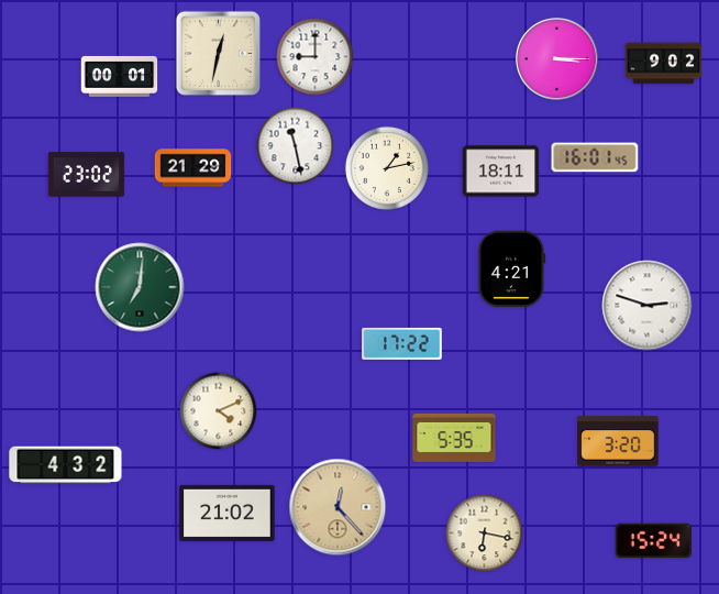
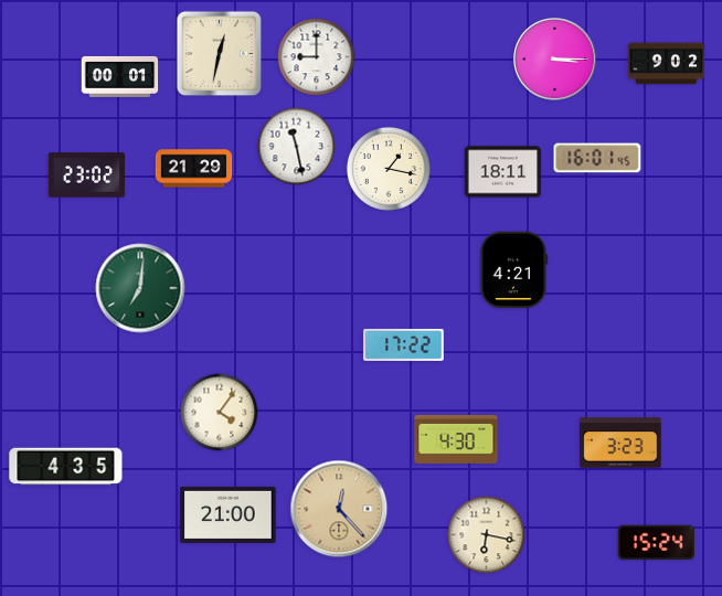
clock at (557, 59) position: (557, 59) -> (555, 60)
clock at (387, 168): 1:13 -> 1:17
clock at (648, 306): 2:48 -> none
clock at (219, 411): 4:11 -> 4:06
clock at (454, 438): 5:35 -> 4:30
clock at (618, 441): 3:20 -> 3:23
clock at (66, 465): 4:32 -> 4:35
clock at (228, 513): 21:02 -> 21:00
